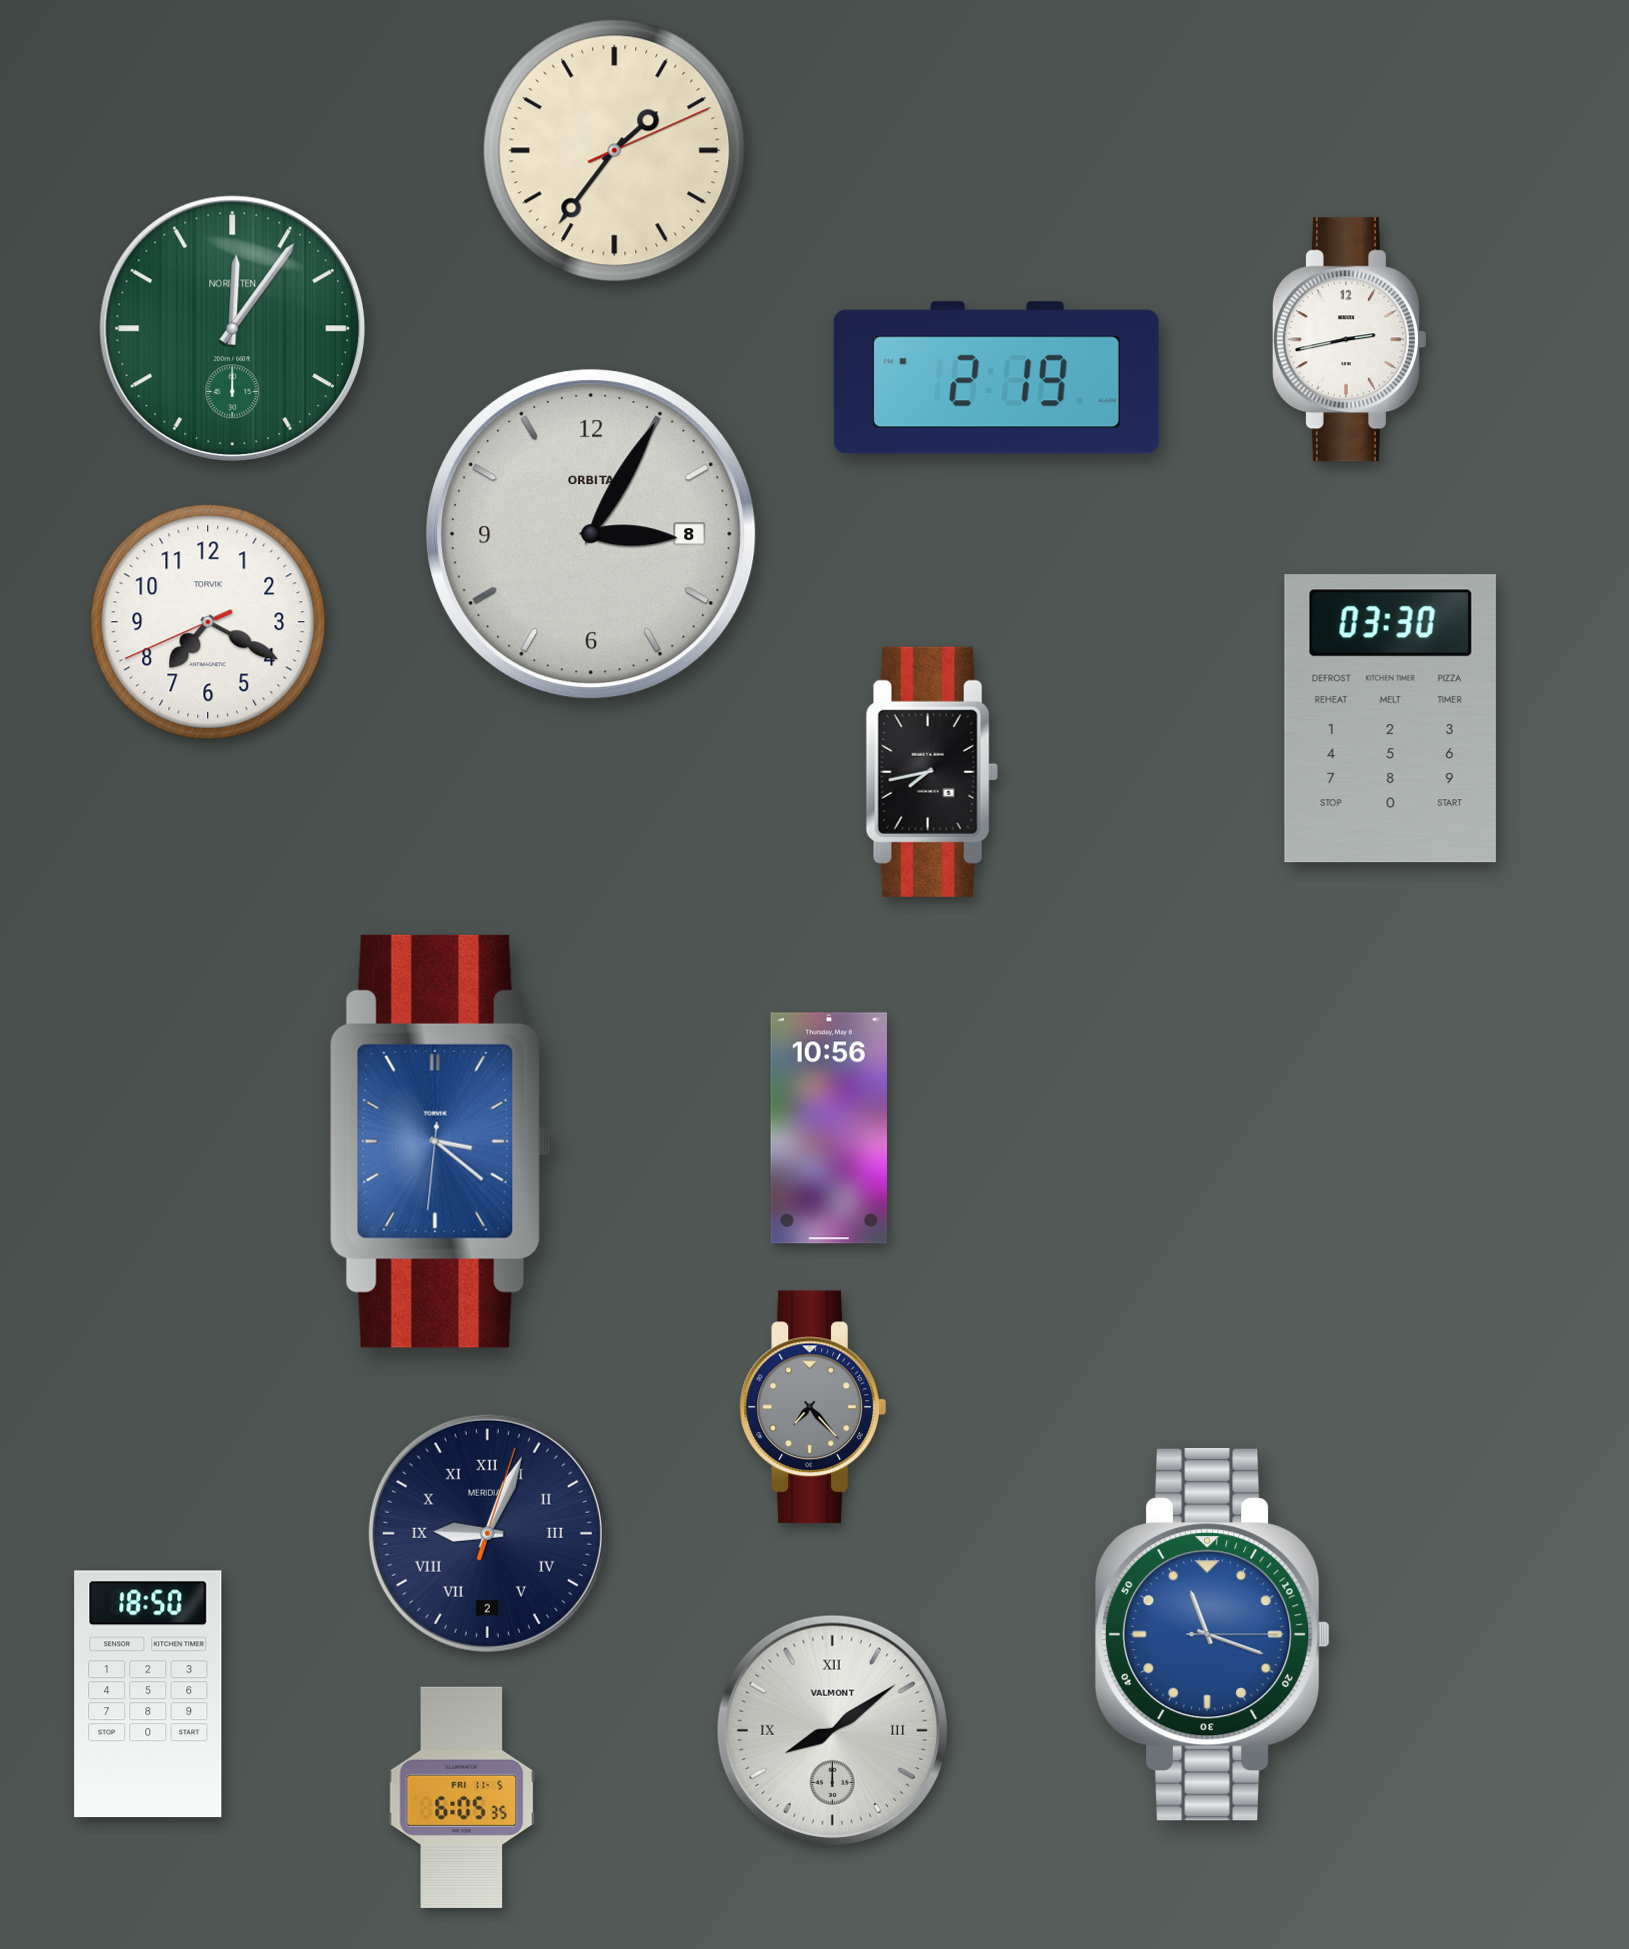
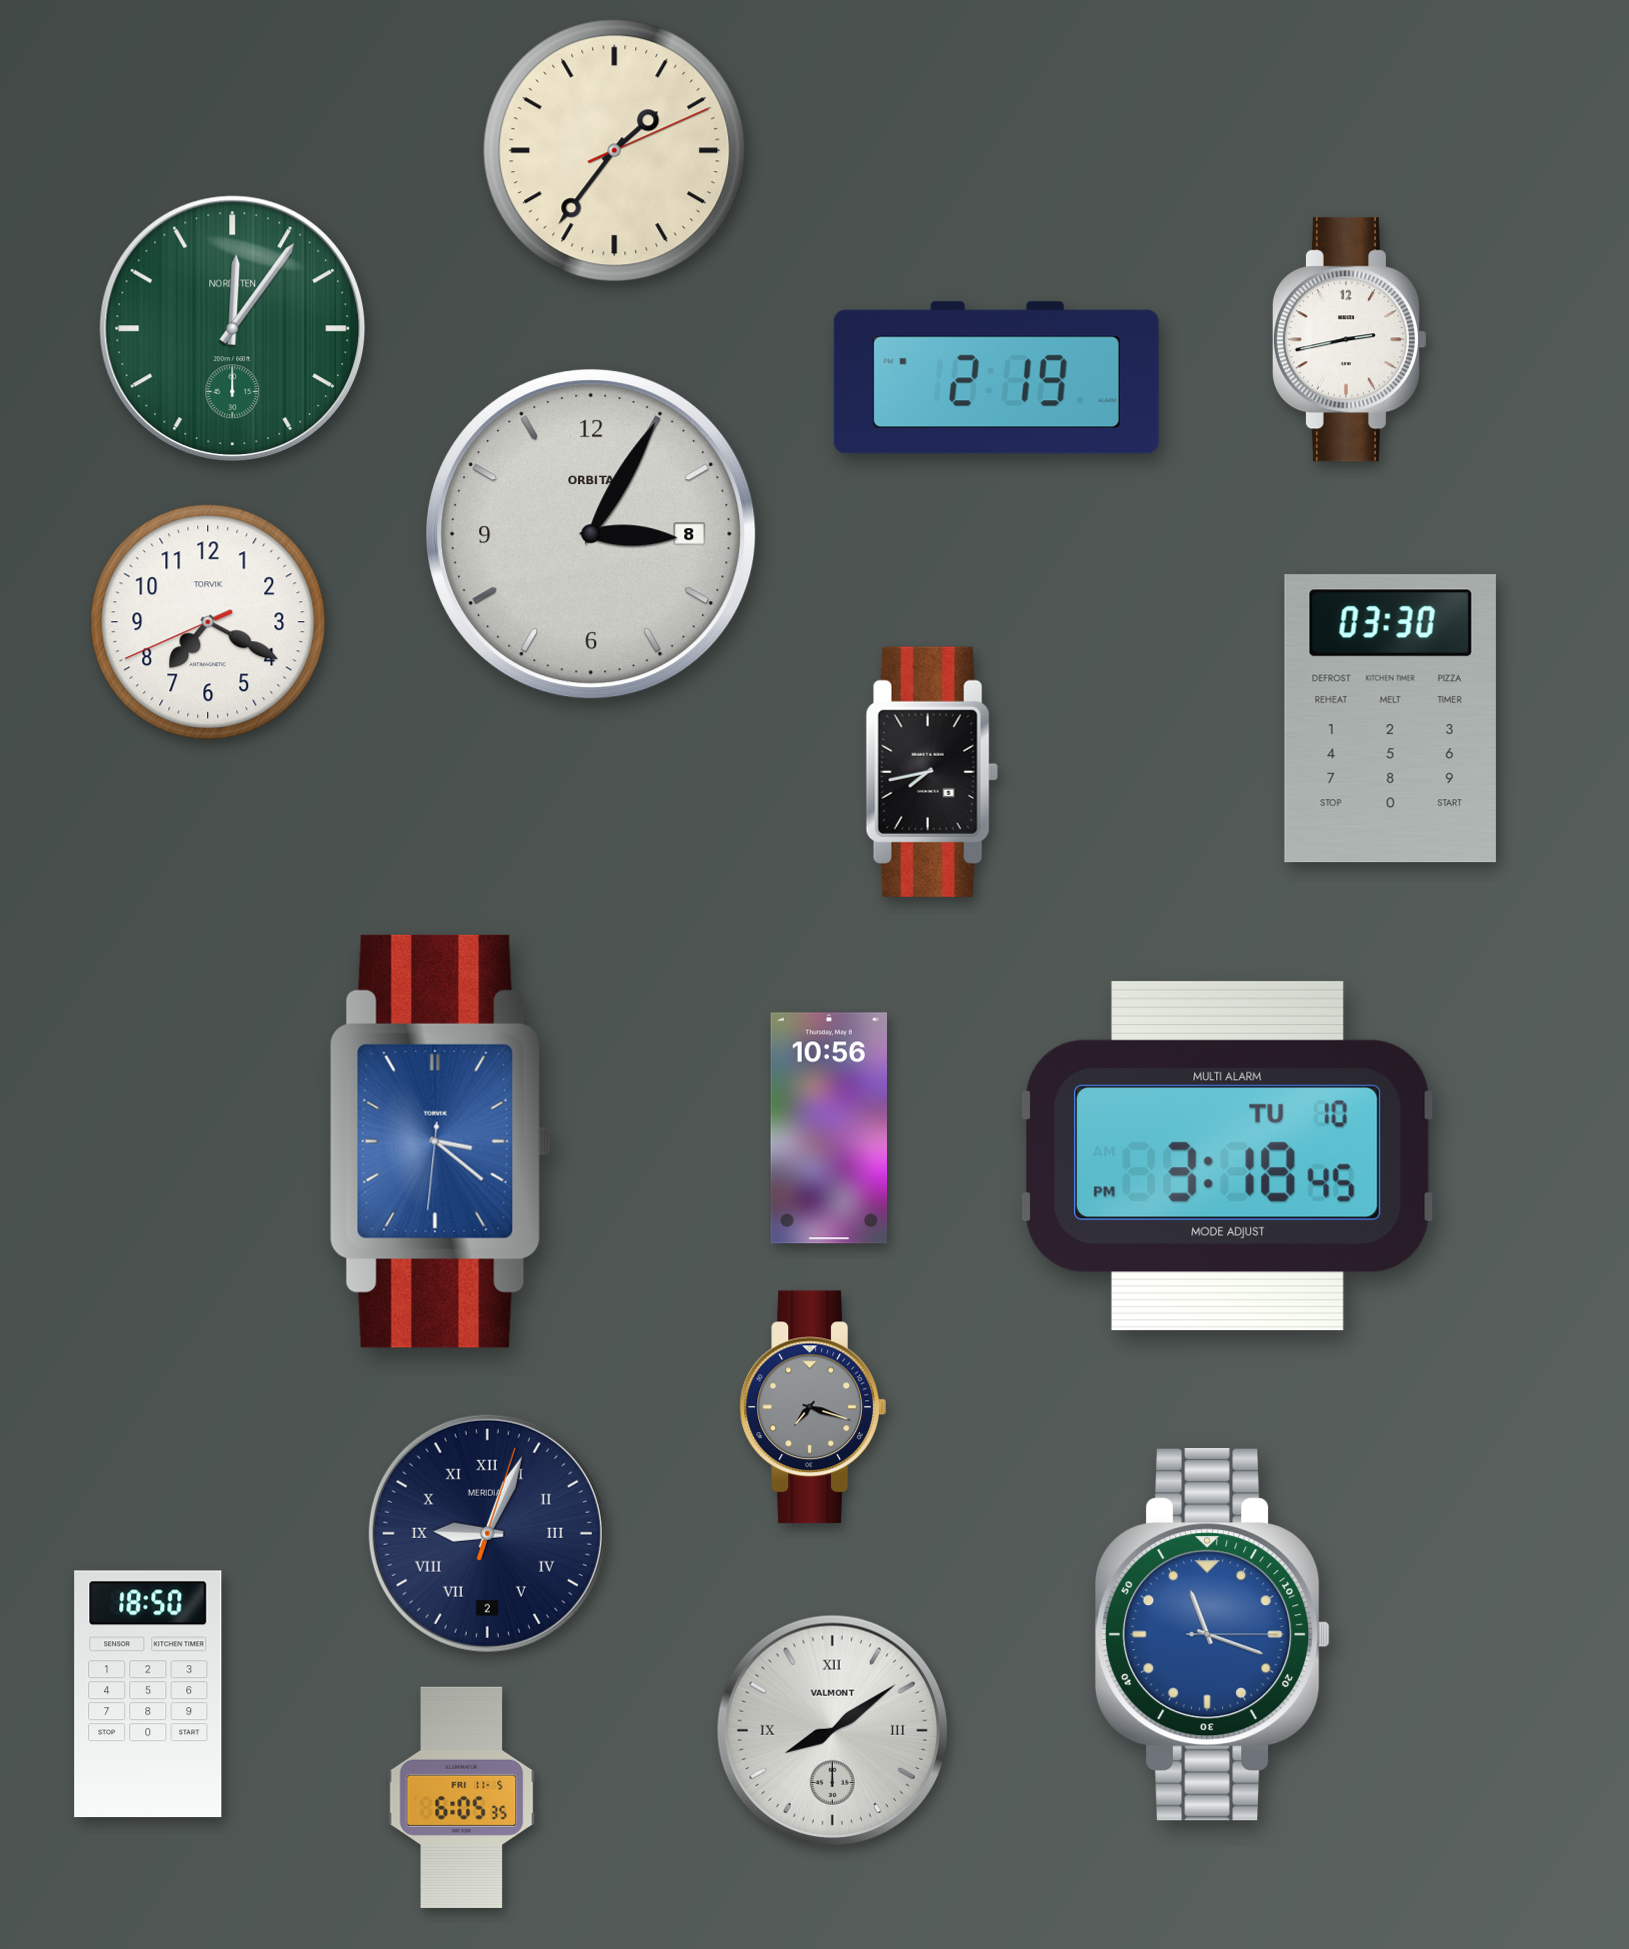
clock at (1228, 1156): none -> 3:18
clock at (813, 1407): 7:23 -> 7:18
